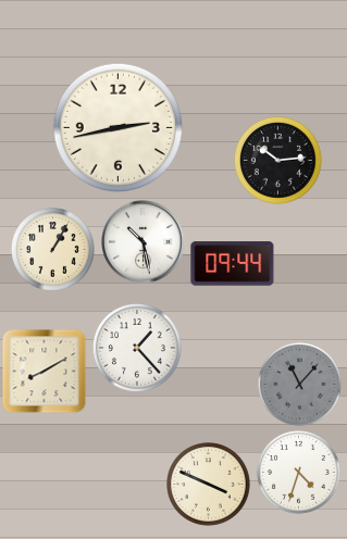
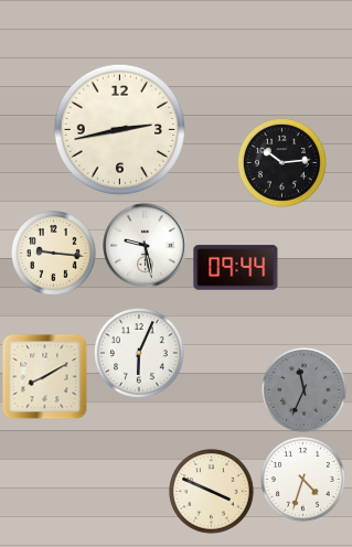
clock at (144, 242): 10:28 -> 9:28
clock at (53, 250): 1:05 -> 9:16
clock at (137, 348): 1:23 -> 6:04
clock at (300, 385): 11:07 -> 11:34
